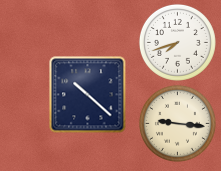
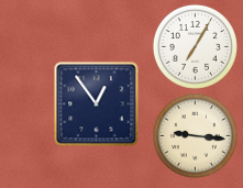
clock at (177, 42): 7:42 -> 7:05
clock at (88, 95): 10:22 -> 12:54
